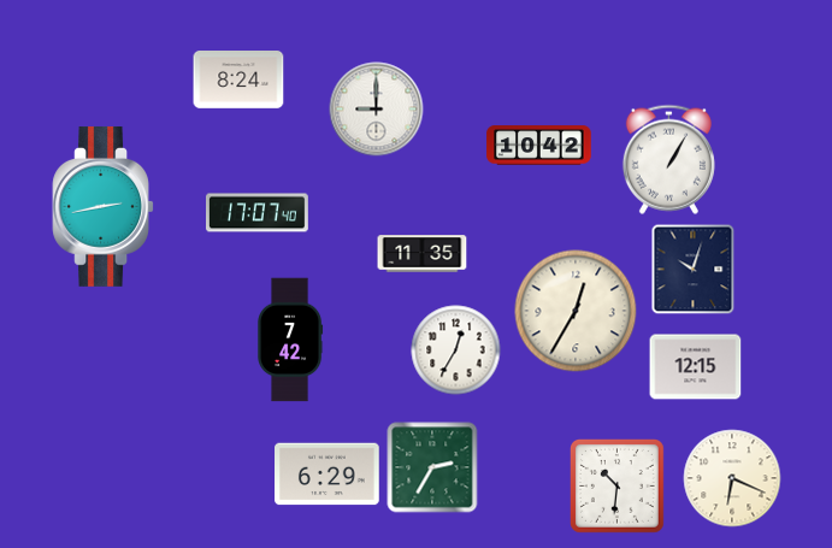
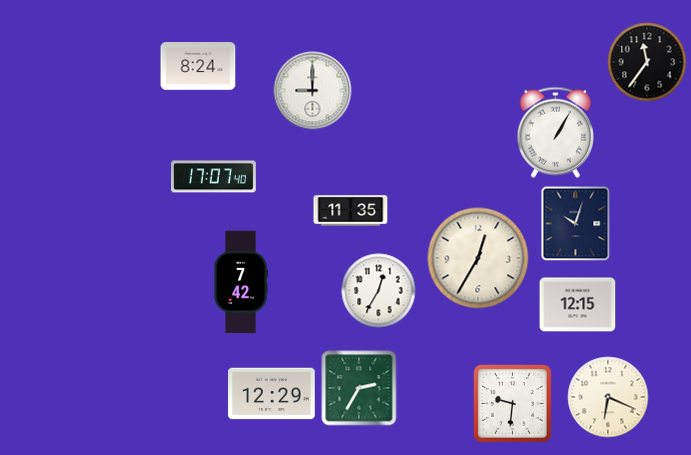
clock at (647, 62): none -> 11:36
clock at (539, 146): 10:42 -> none
clock at (102, 206): 2:43 -> none
clock at (328, 475): 6:29 -> 12:29
clock at (618, 487): 10:31 -> 9:31
